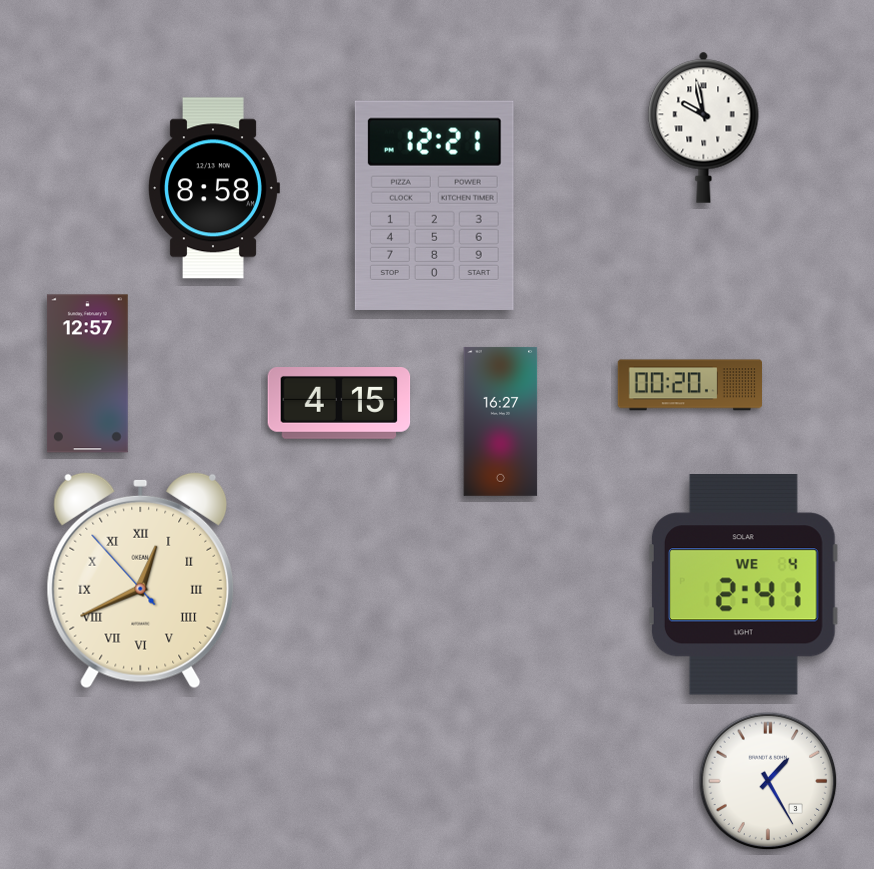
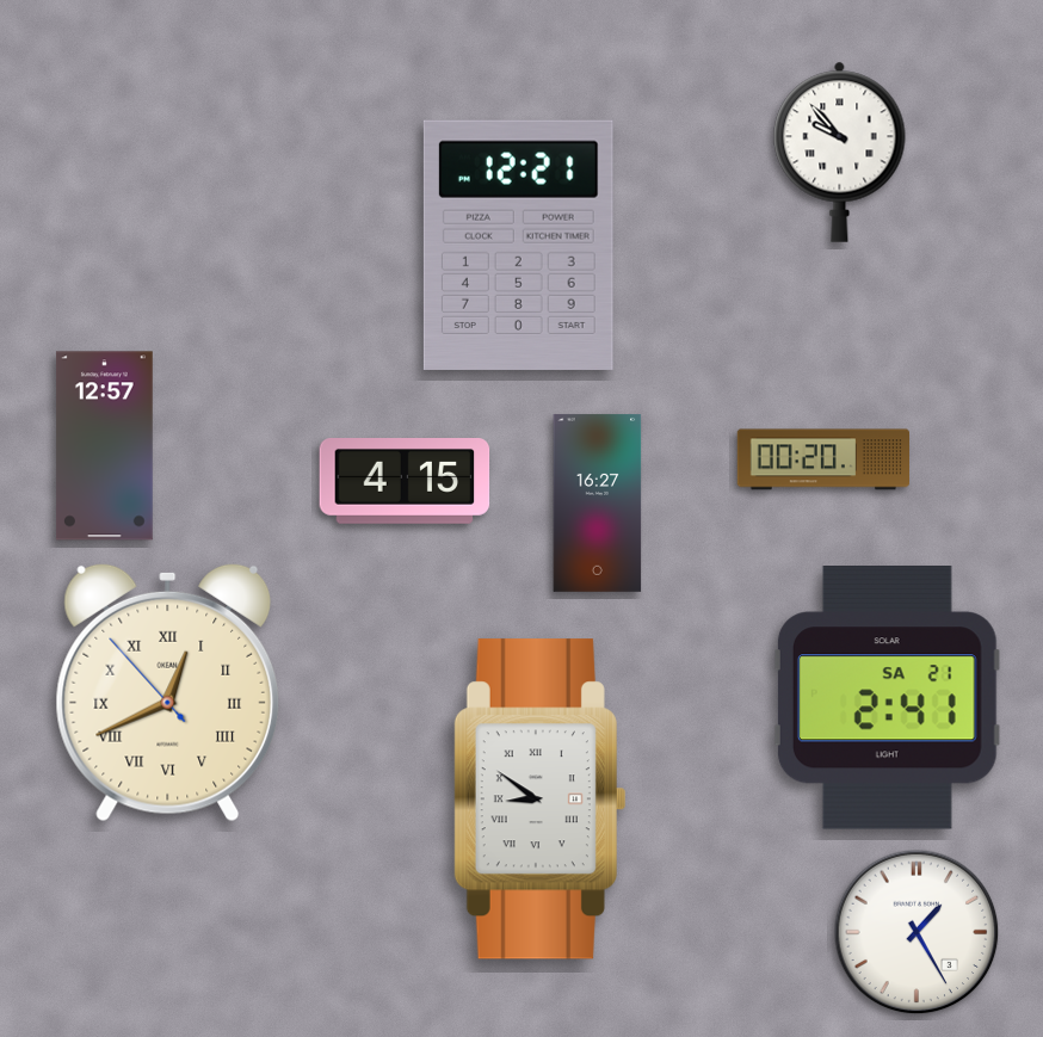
clock at (704, 127): 9:58 -> 9:53
clock at (214, 188): 8:58 -> none
clock at (743, 585) date: WE 4 -> SA 21
clock at (539, 800): none -> 8:51
